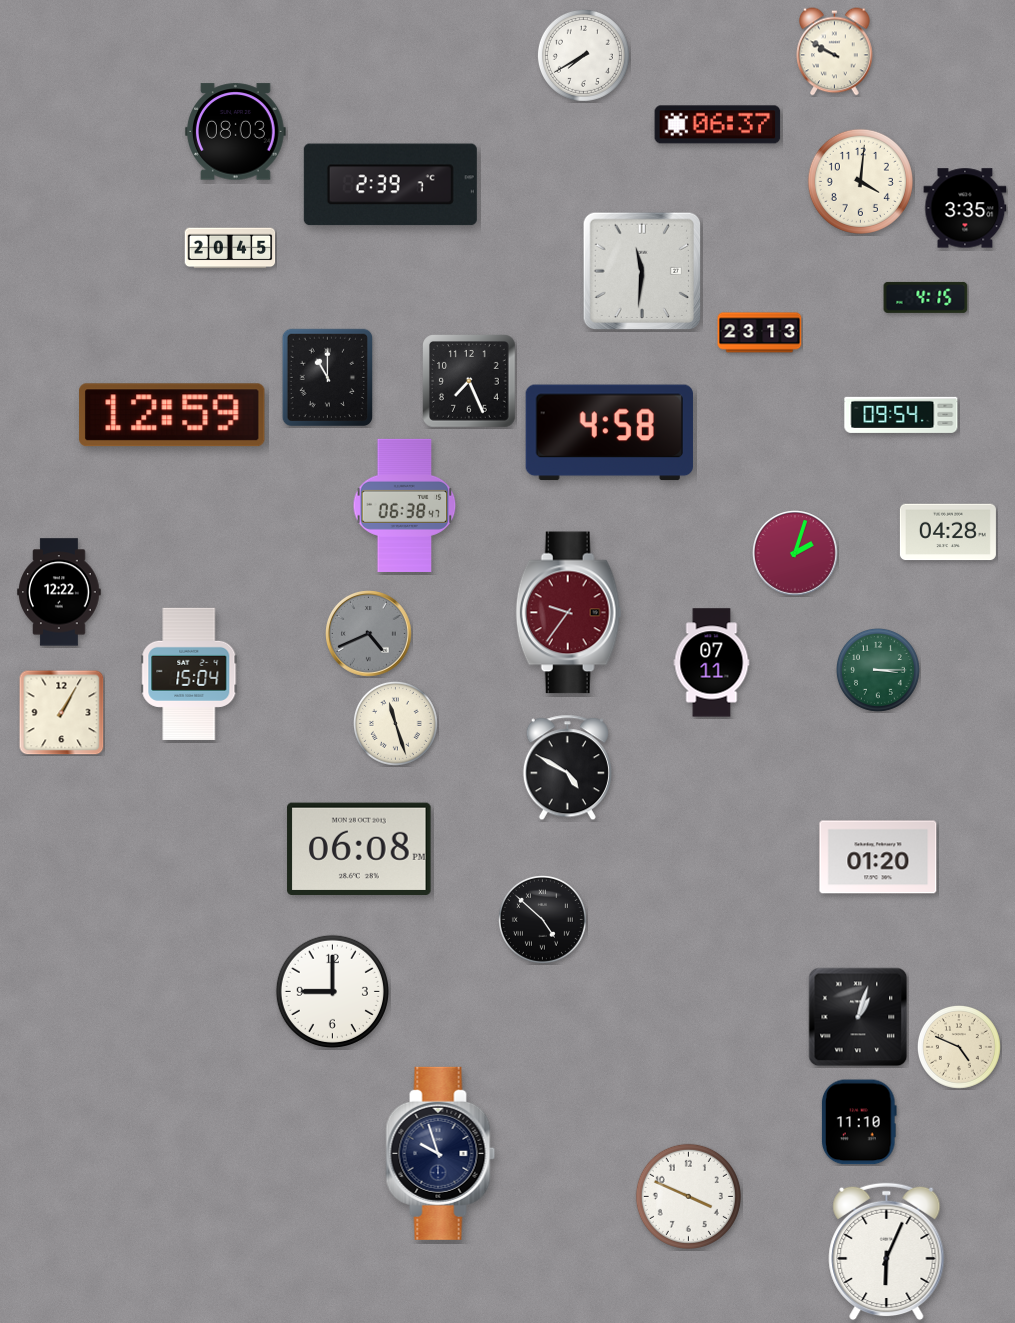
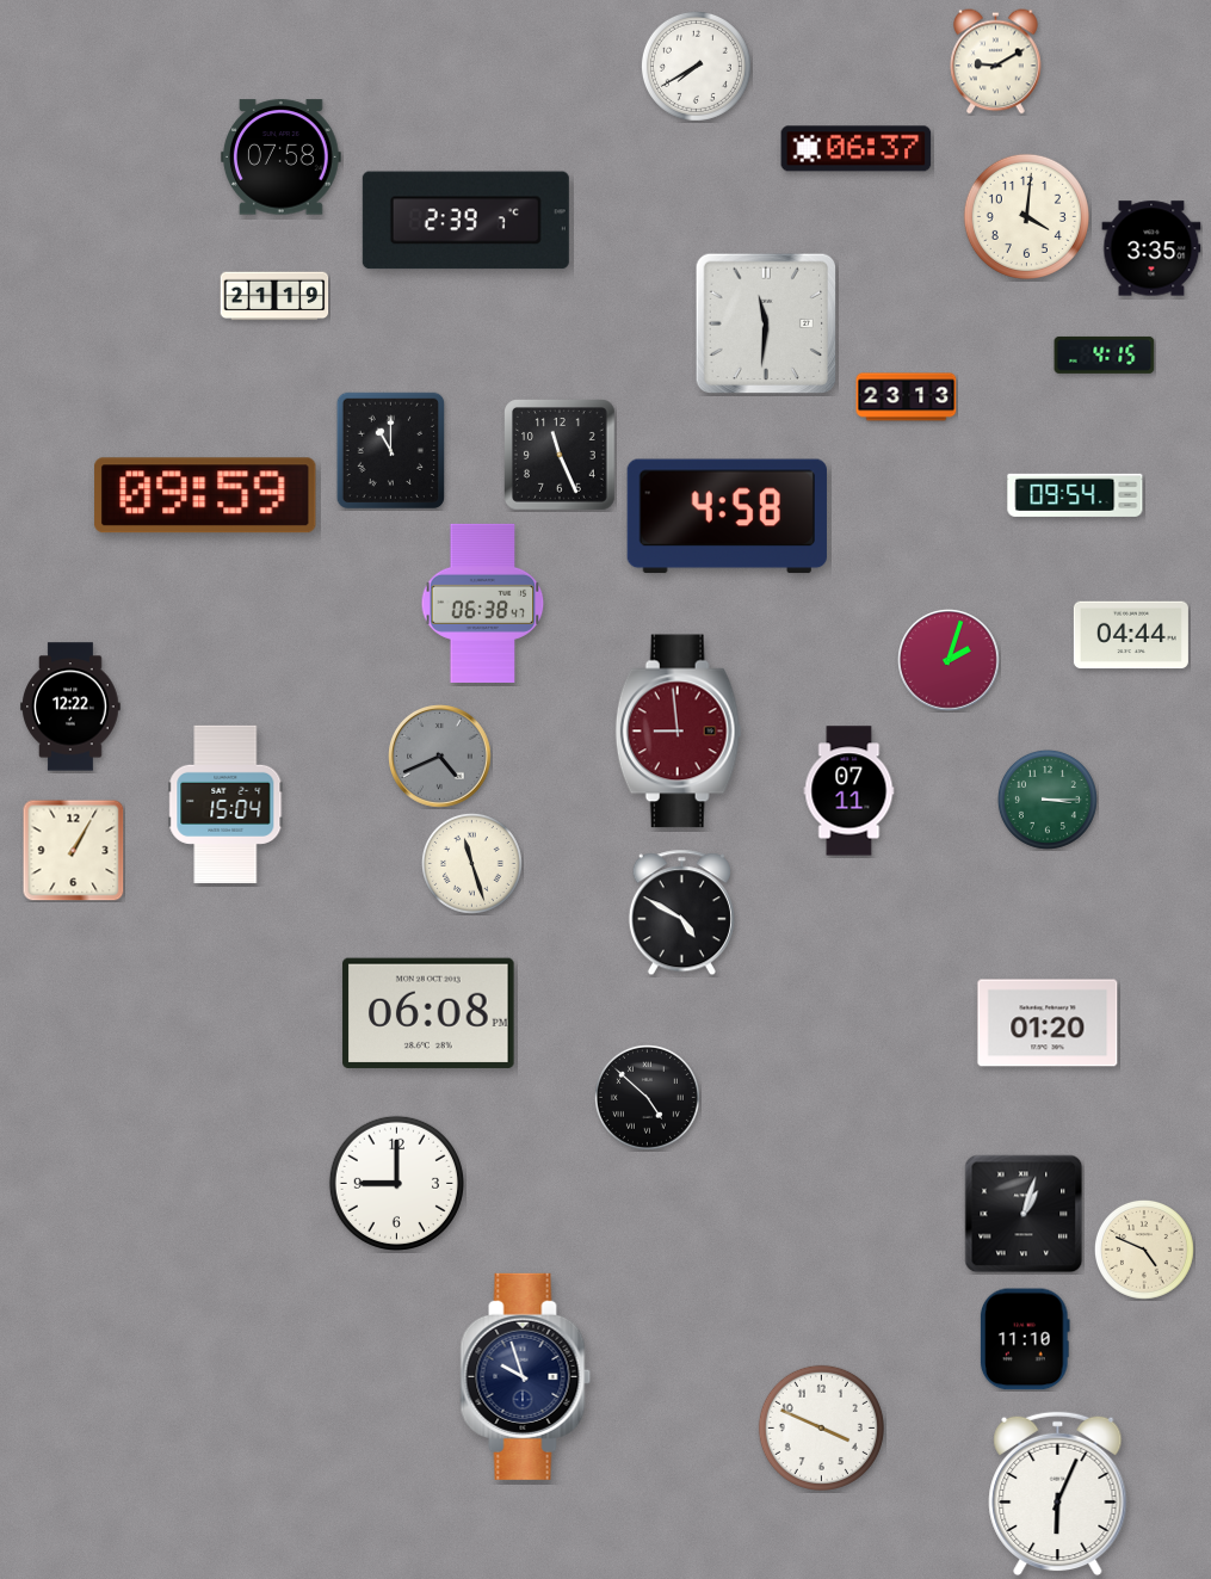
clock at (835, 52): 9:50 -> 9:10
clock at (235, 132): 08:03 -> 07:58
clock at (230, 248): 20:45 -> 21:19
clock at (470, 382): 7:26 -> 11:26
clock at (172, 415): 12:59 -> 09:59
clock at (948, 532): 04:28 -> 04:44
clock at (569, 613): 9:36 -> 8:59
clock at (567, 768) position: (567, 768) -> (681, 913)
